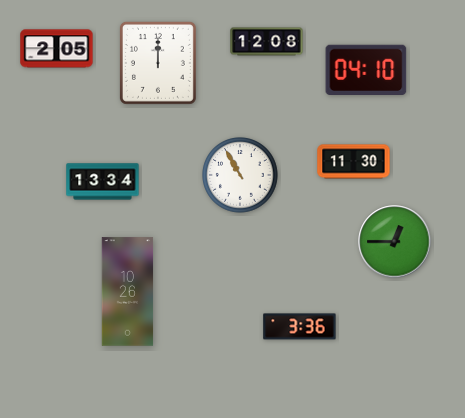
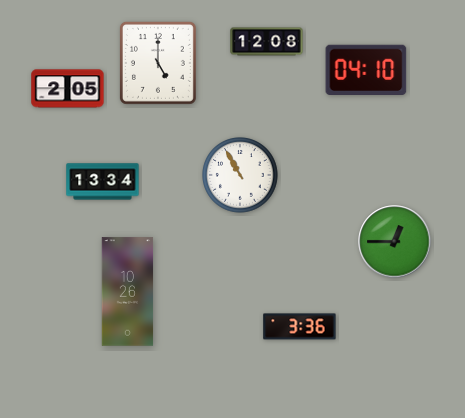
clock at (57, 49) position: (57, 49) -> (68, 89)
clock at (158, 63): 12:00 -> 5:00
clock at (354, 162): 11:30 -> none
